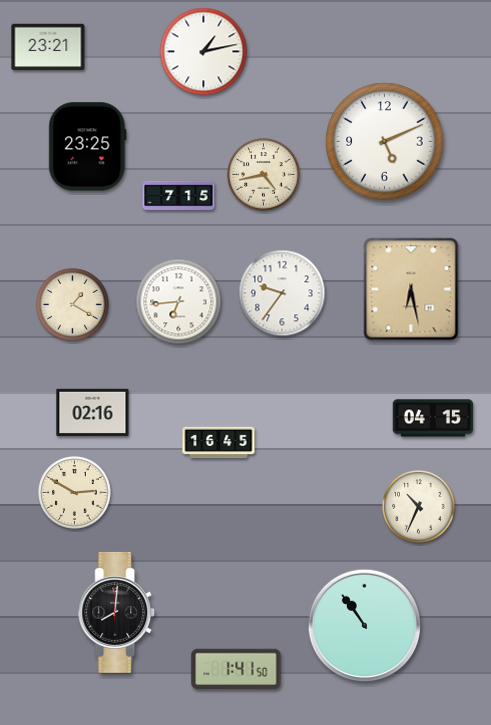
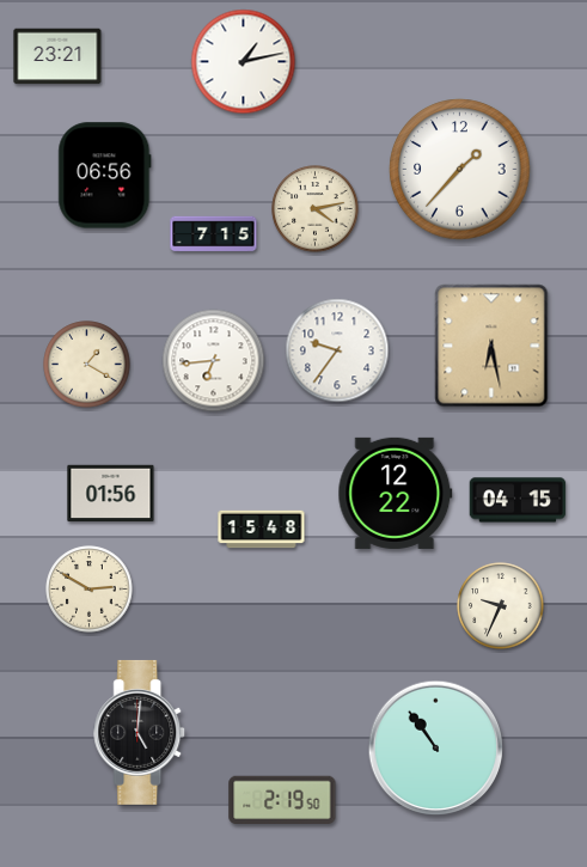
clock at (385, 142): 5:11 -> 1:37
clock at (88, 147): 23:25 -> 06:56
clock at (264, 175): 4:43 -> 4:13
clock at (396, 493): none -> 12:22
clock at (93, 413): 02:16 -> 01:56
clock at (219, 443): 16:45 -> 15:48
clock at (419, 507): 10:34 -> 9:34
clock at (117, 612): 8:01 -> 5:01
clock at (236, 668): 1:41 -> 2:19
